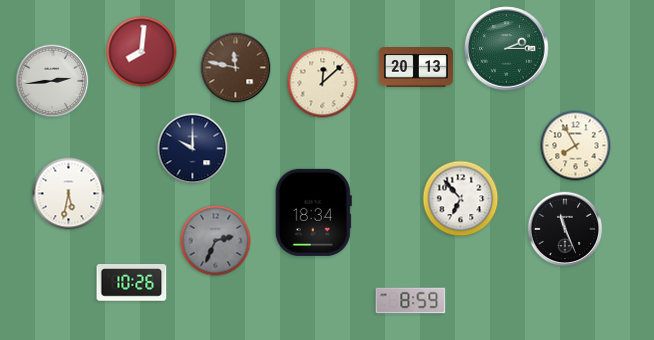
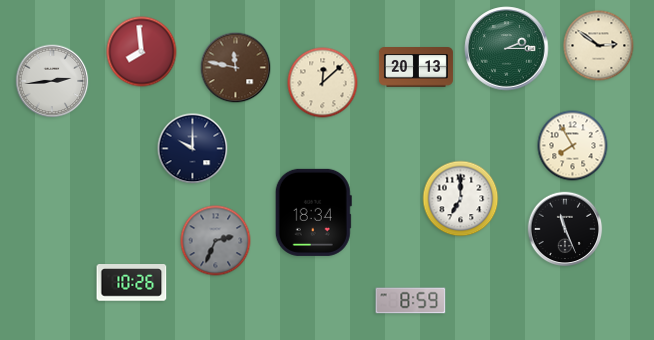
clock at (599, 46): none -> 2:51
clock at (142, 52): 8:01 -> 7:59
clock at (576, 146) position: (576, 146) -> (573, 146)
clock at (69, 194): 5:32 -> none
clock at (461, 199): 6:53 -> 7:00
